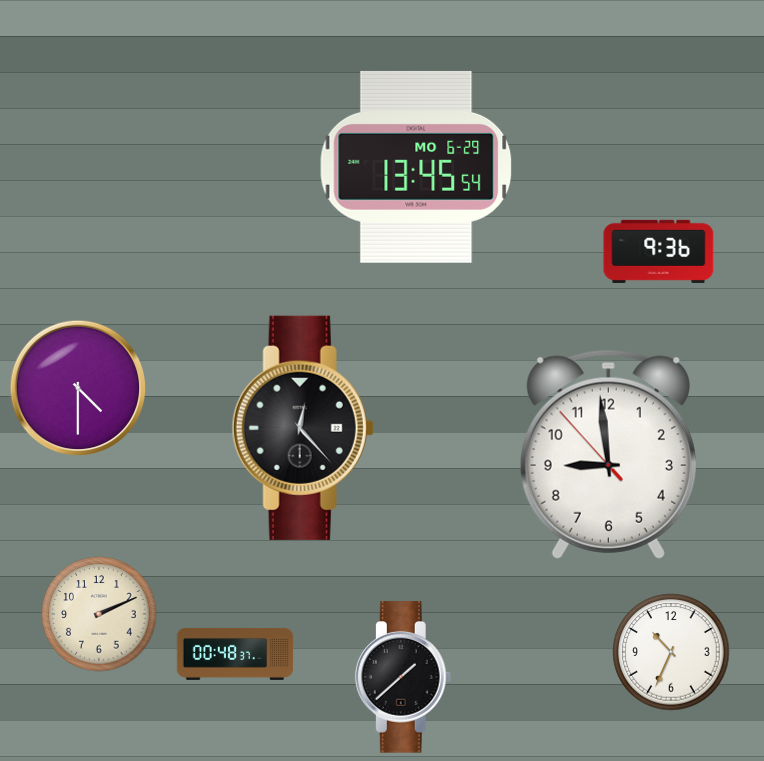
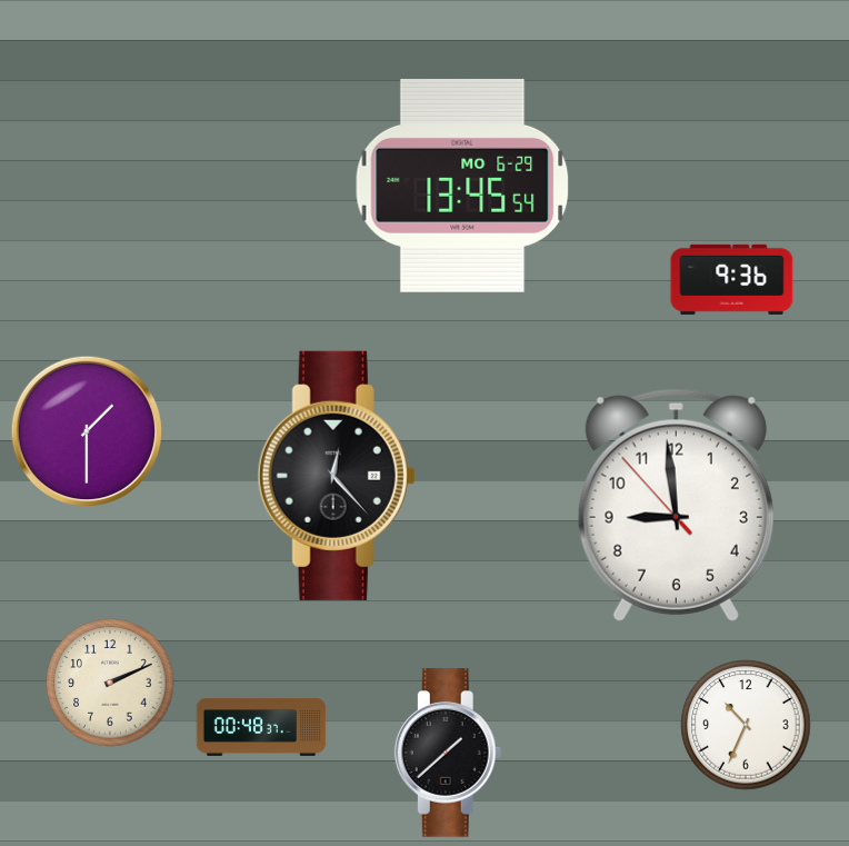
clock at (77, 387): 4:30 -> 1:30
